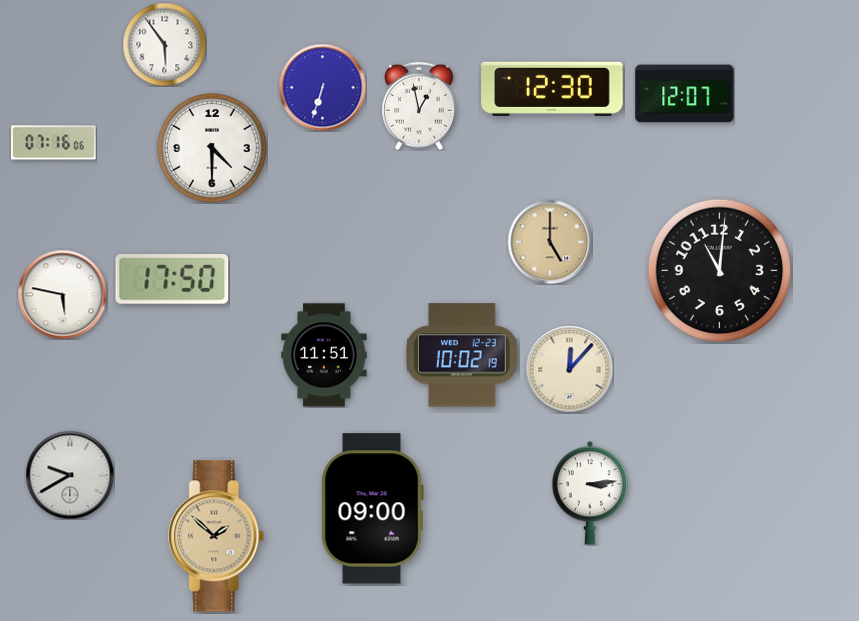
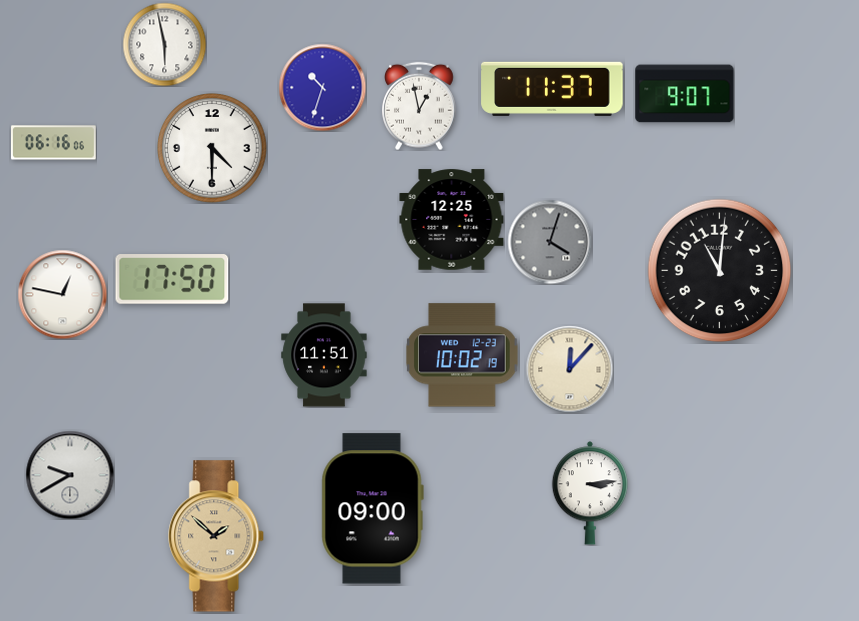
clock at (164, 44): 5:54 -> 5:58
clock at (322, 87): 6:33 -> 10:33
clock at (552, 89): 12:30 -> 11:37
clock at (685, 94): 12:07 -> 9:07
clock at (54, 143): 07:16 -> 06:16
clock at (452, 220): none -> 12:25
clock at (550, 242): 5:00 -> 4:03
clock at (550, 242) dial: champagne -> grey
clock at (62, 294): 5:47 -> 12:47
